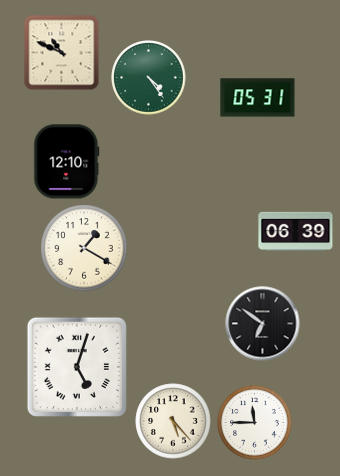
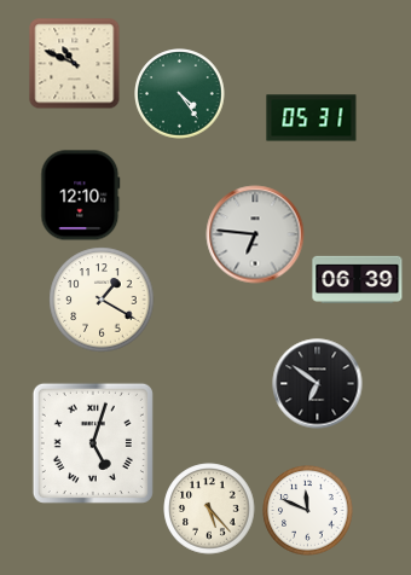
clock at (255, 234): none -> 6:46
clock at (263, 324) position: (263, 324) -> (318, 384)
clock at (255, 423): 11:45 -> 11:49
